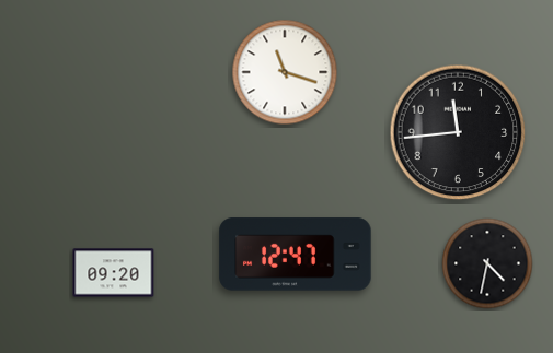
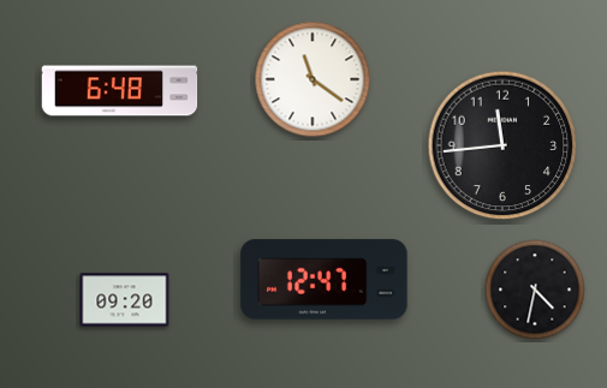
clock at (285, 72): 11:18 -> 11:21
clock at (120, 91): none -> 6:48
